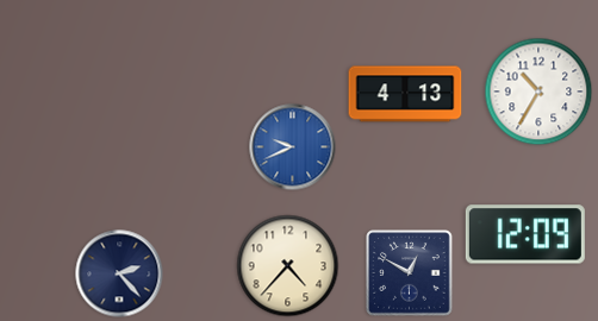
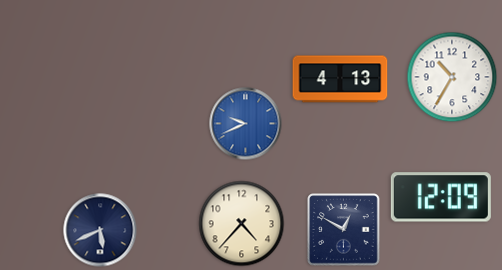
clock at (119, 273): 2:23 -> 5:41
